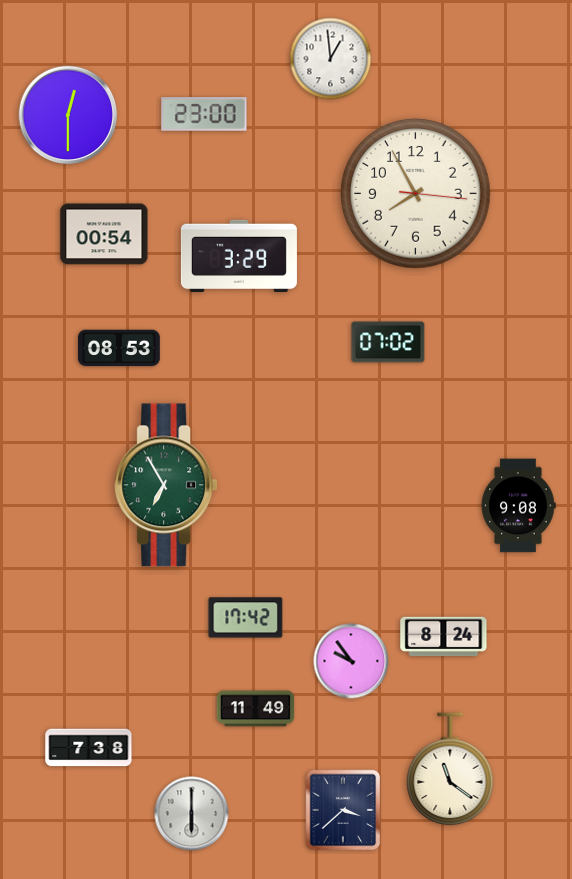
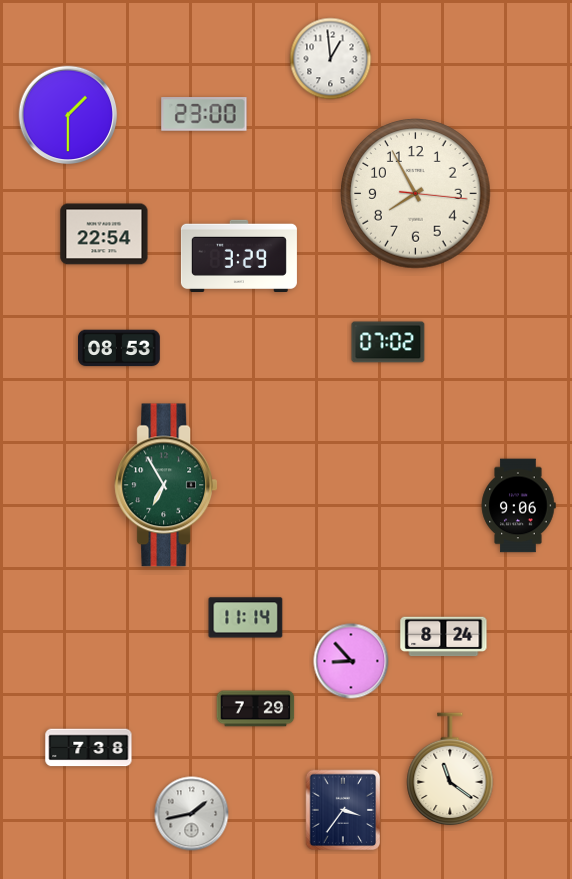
clock at (68, 115): 12:30 -> 1:30
clock at (104, 234): 00:54 -> 22:54
clock at (518, 506): 9:08 -> 9:06
clock at (246, 618): 17:42 -> 11:14
clock at (351, 661): 9:54 -> 8:53
clock at (256, 709): 11:49 -> 7:29
clock at (343, 810): 3:38 -> 3:36
clock at (192, 814): 6:00 -> 1:43
